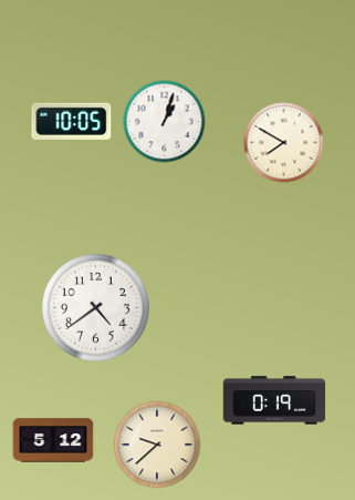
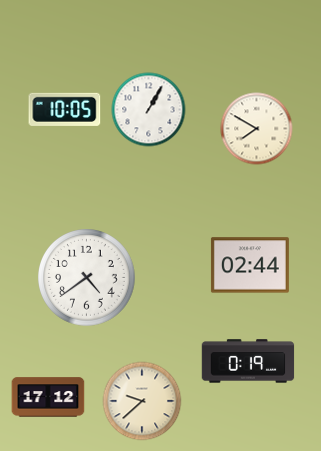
clock at (165, 122): 1:03 -> 1:05
clock at (250, 265): none -> 02:44
clock at (53, 440): 5:12 -> 17:12
